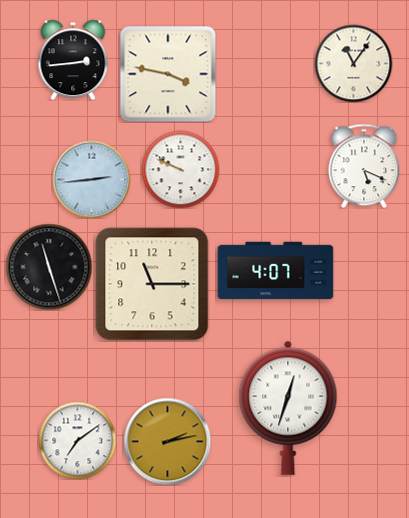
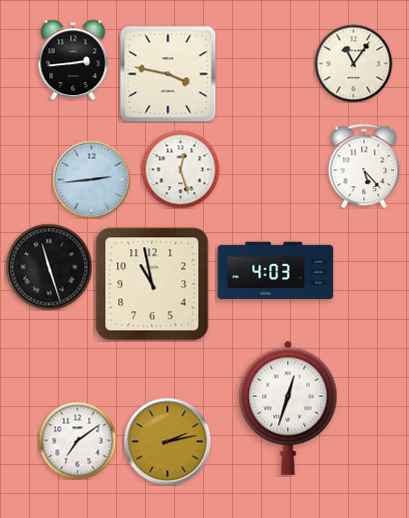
clock at (364, 166): 5:19 -> 5:23
clock at (180, 169): 9:49 -> 12:27
clock at (276, 271): 4:07 -> 4:03
clock at (152, 284): 11:15 -> 10:58
